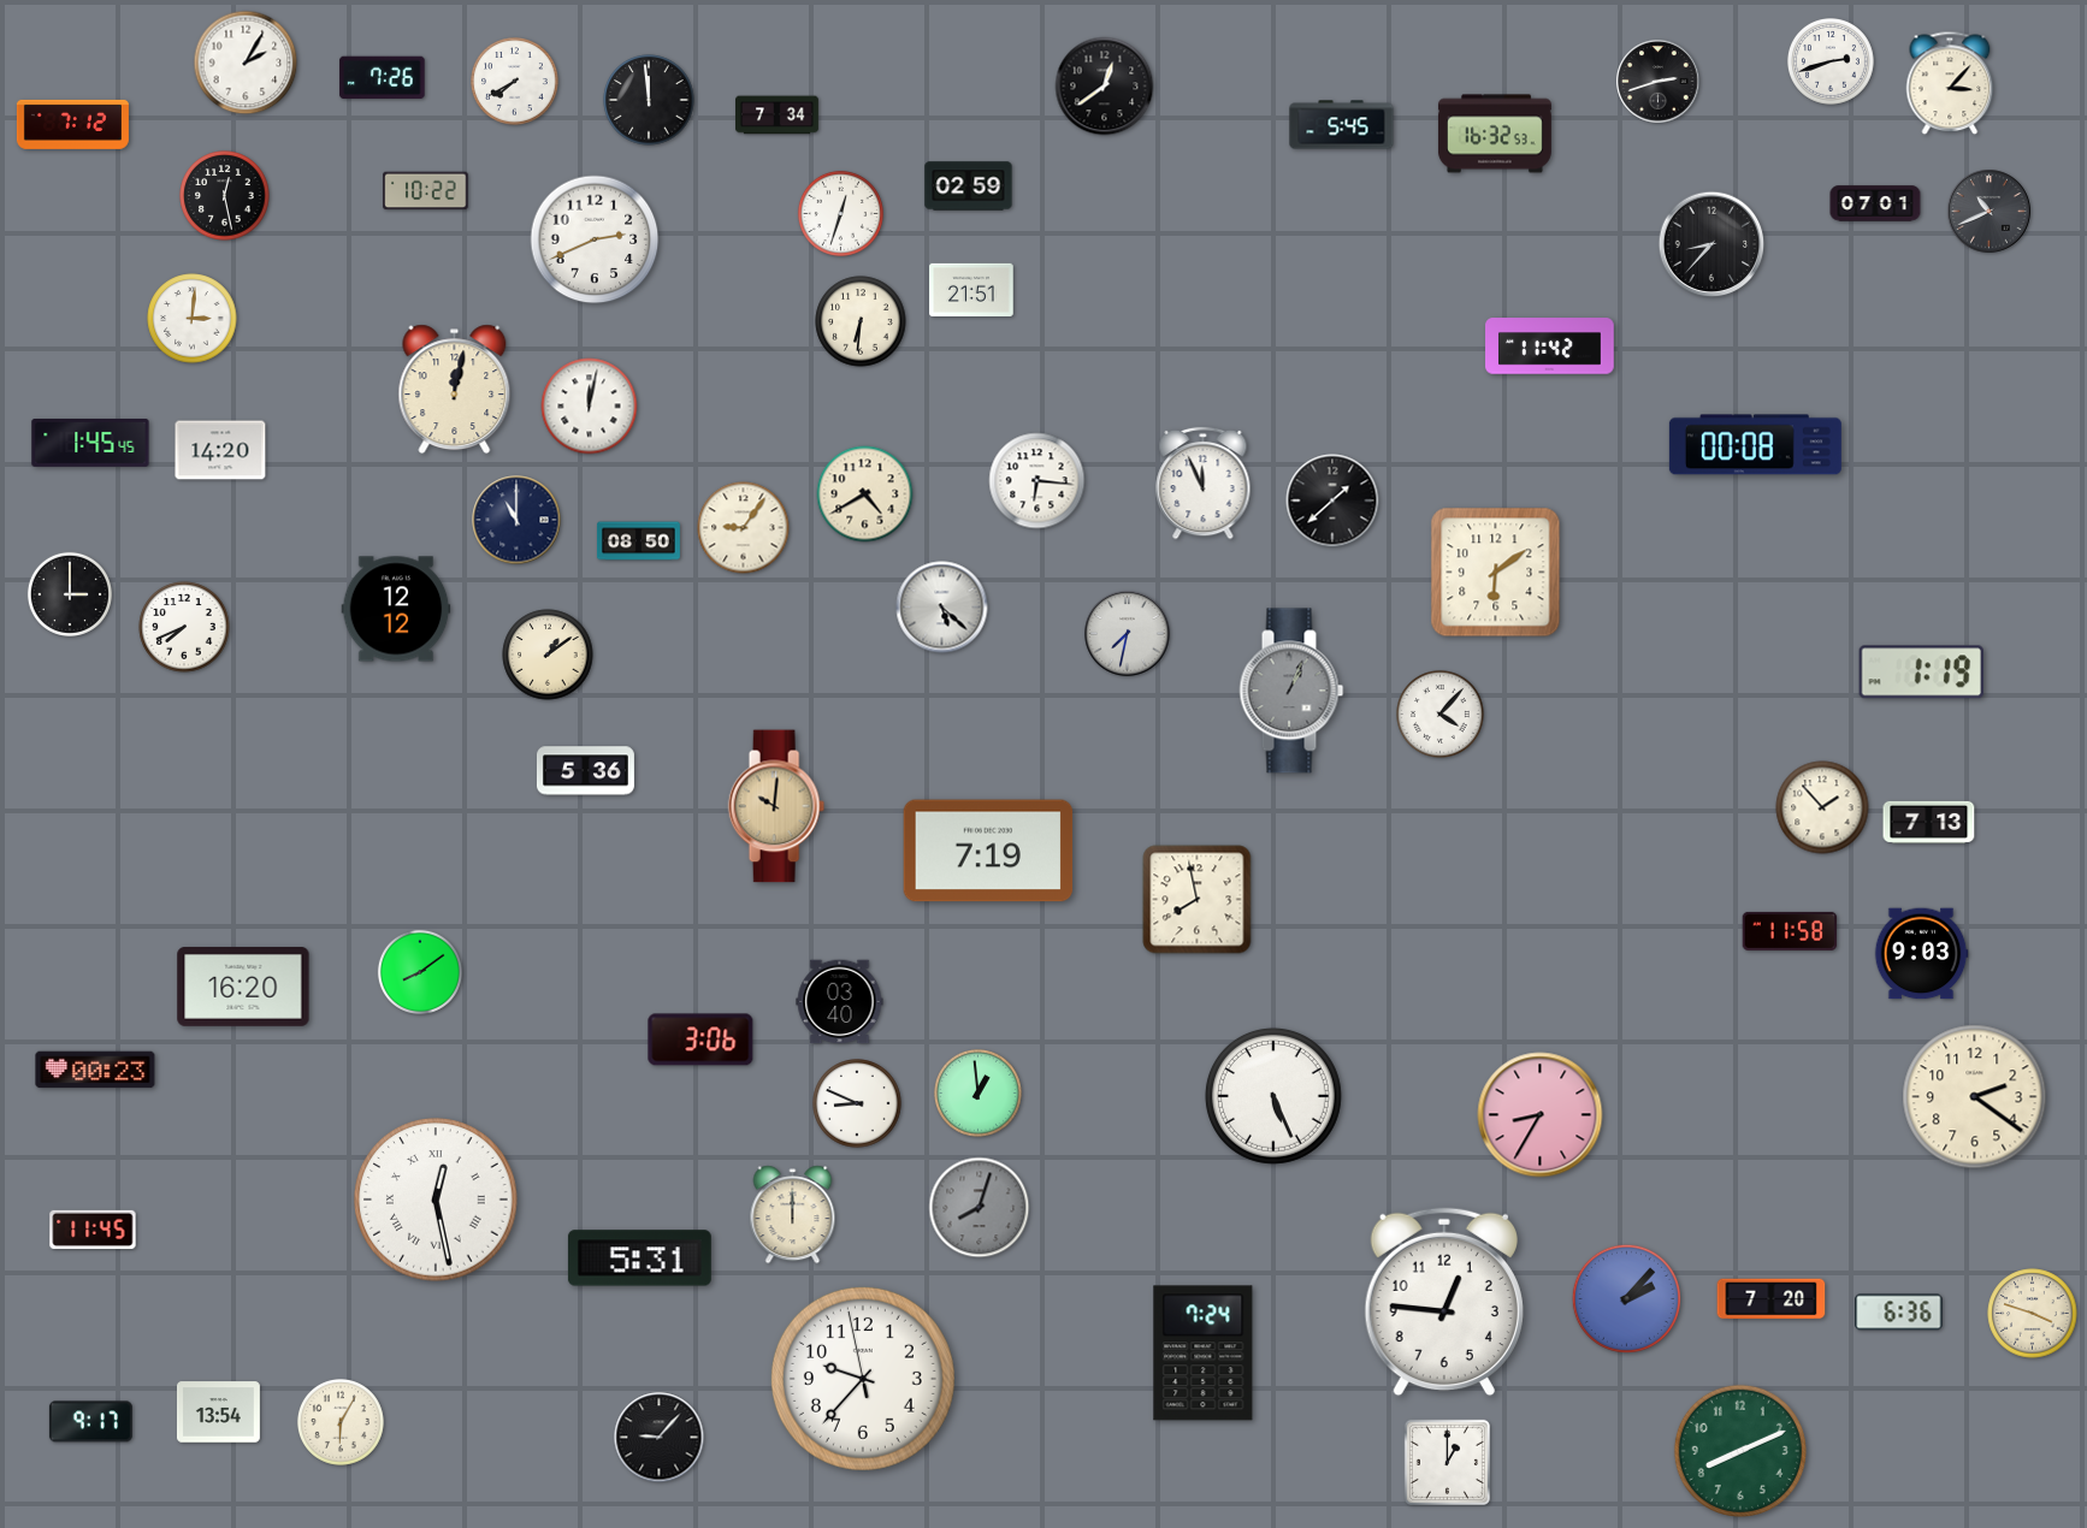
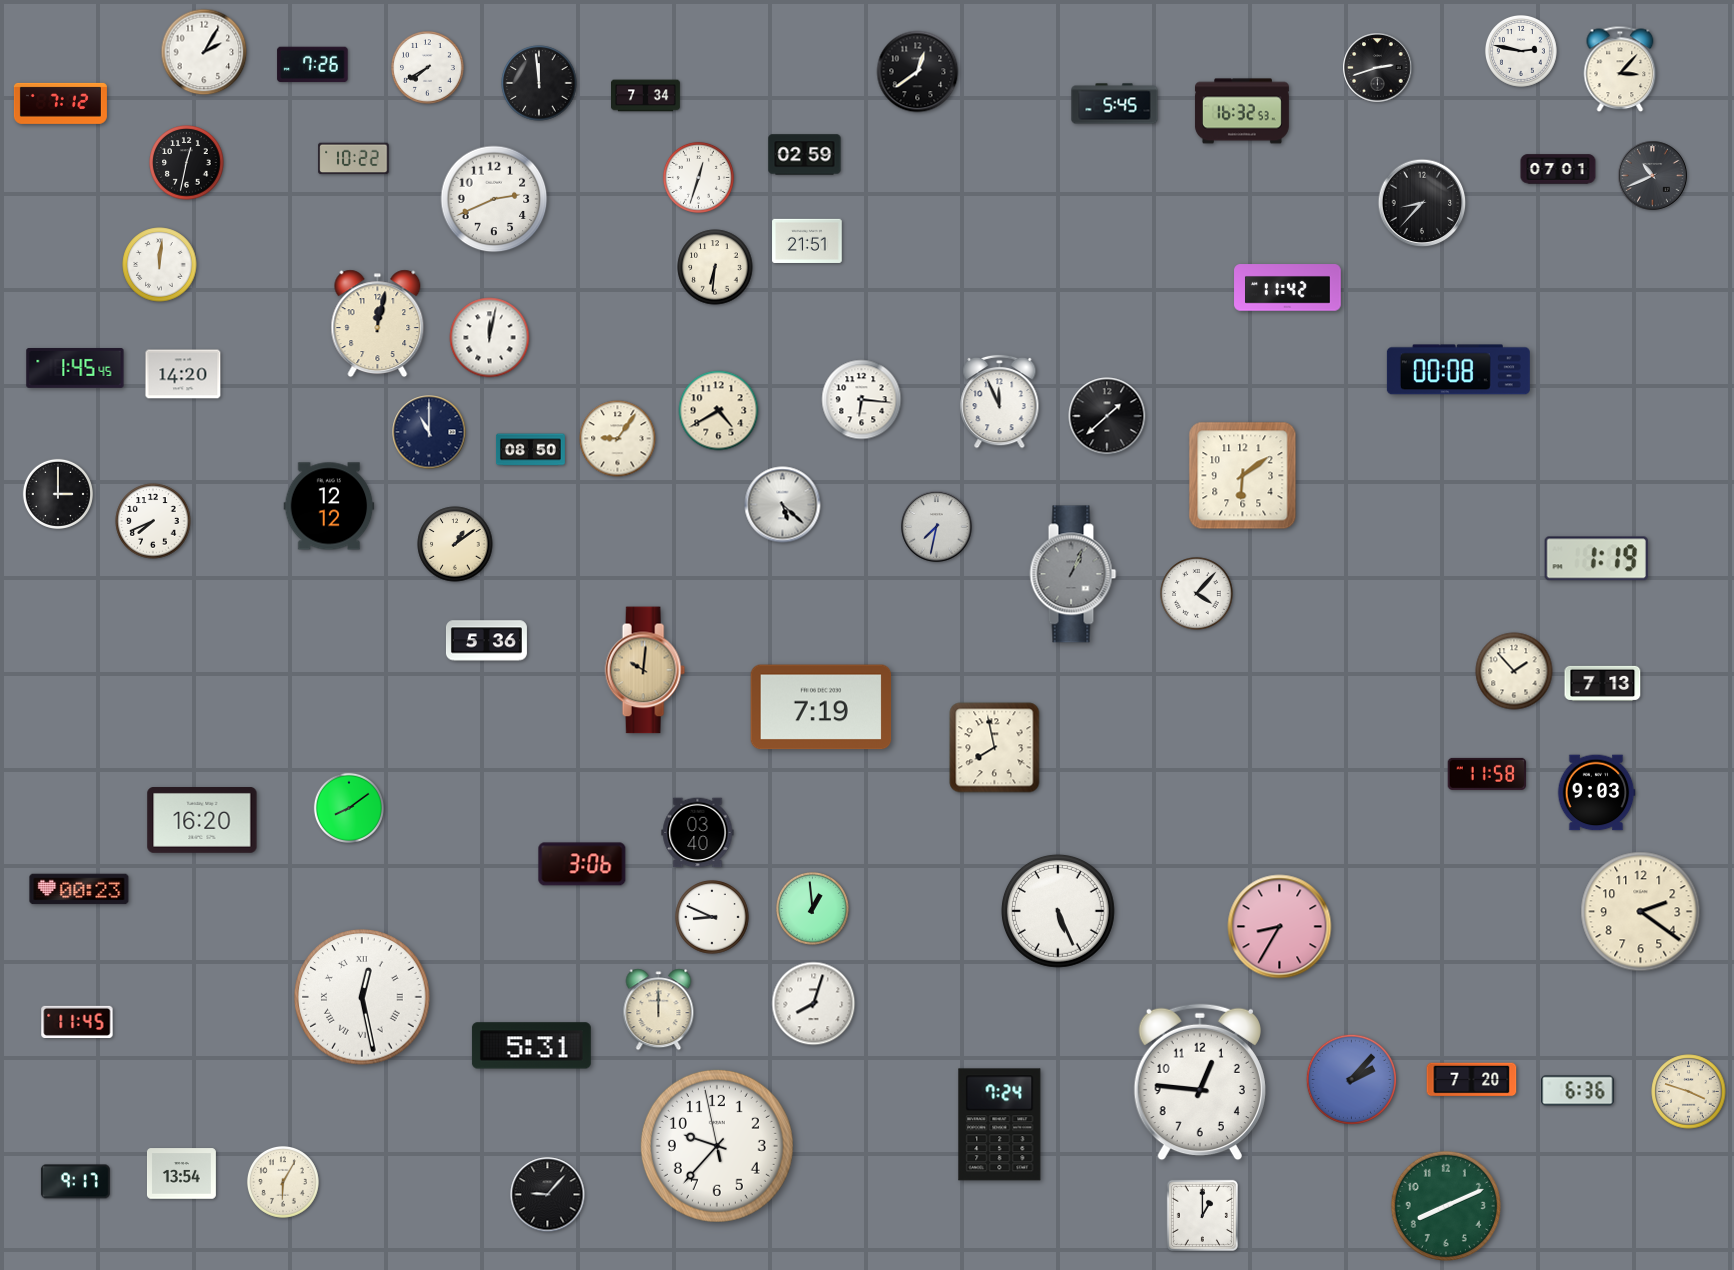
clock at (1831, 61): 2:42 -> 2:47
clock at (383, 78) position: (383, 78) -> (313, 65)
clock at (225, 196): 12:28 -> 12:32
clock at (193, 319): 3:01 -> 12:01
clock at (980, 1208) dial: grey -> white
